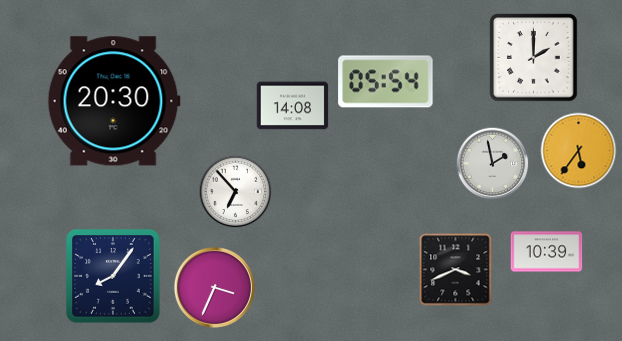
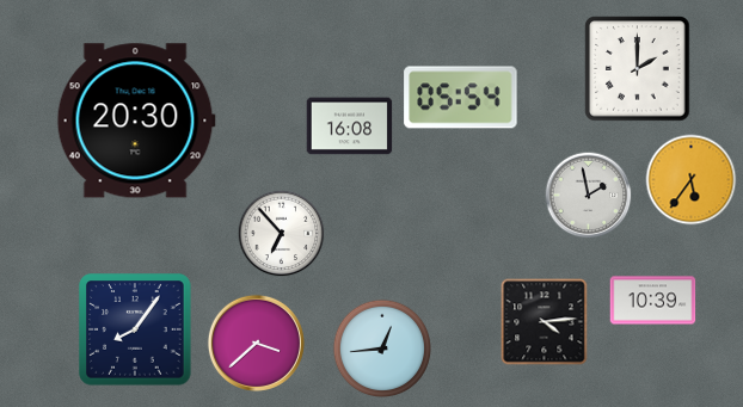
clock at (293, 106): 14:08 -> 16:08
clock at (236, 192) position: (236, 192) -> (282, 234)
clock at (456, 270): 3:41 -> 4:14
clock at (214, 287): 3:34 -> 3:38
clock at (382, 349): none -> 12:44
